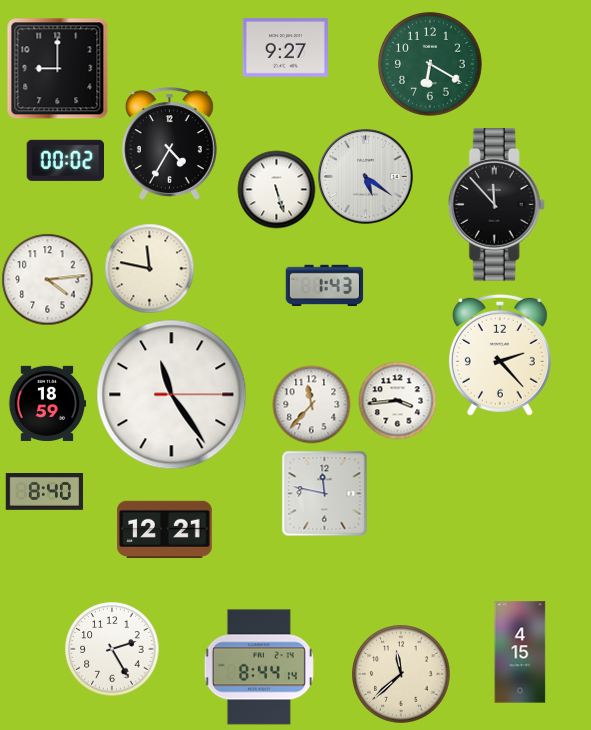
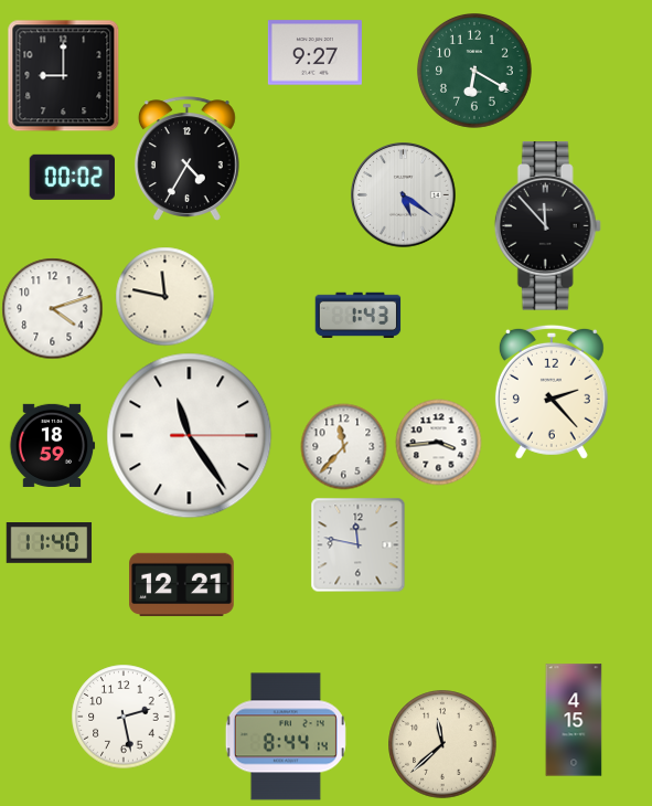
clock at (276, 189): 5:27 -> none
clock at (47, 279): 4:14 -> 4:12
clock at (44, 492): 8:40 -> 11:40
clock at (112, 649): 2:25 -> 2:28
